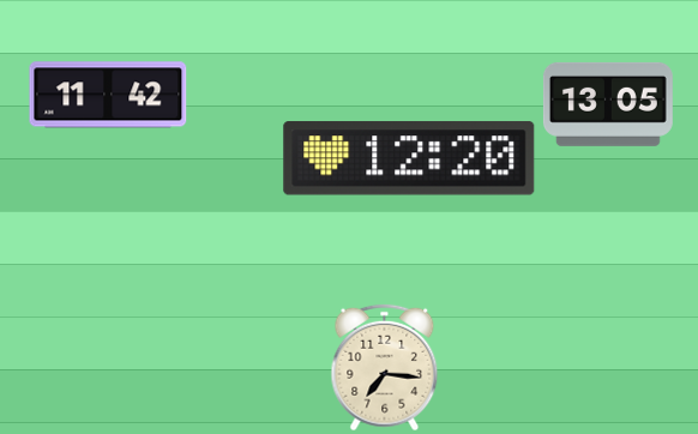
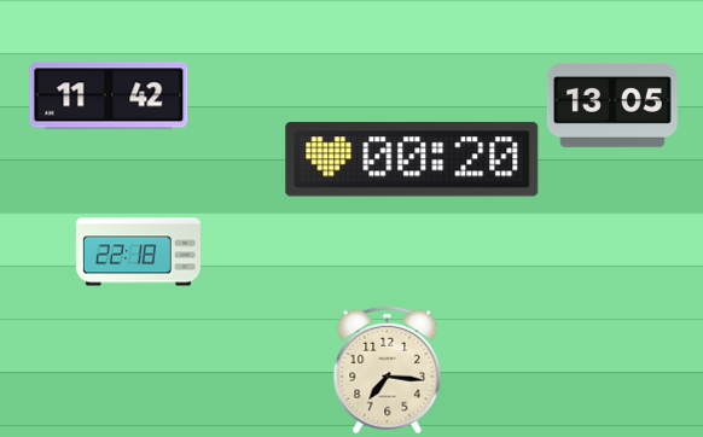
clock at (409, 158): 12:20 -> 00:20
clock at (138, 252): none -> 22:18
